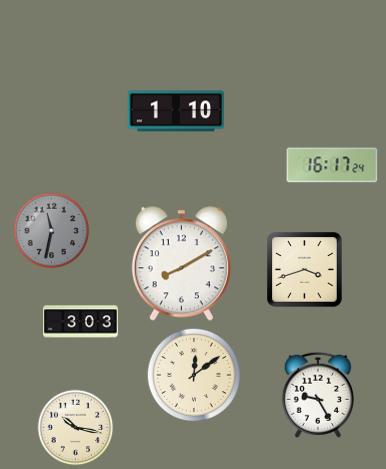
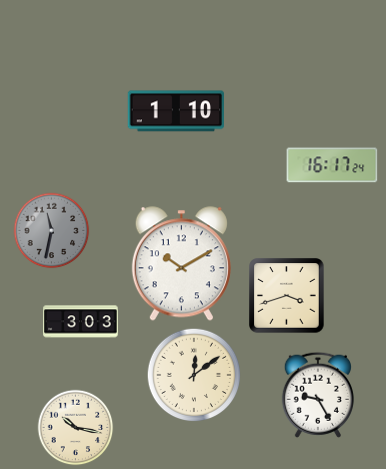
clock at (181, 264): 8:10 -> 10:10
clock at (305, 270) position: (305, 270) -> (287, 296)
